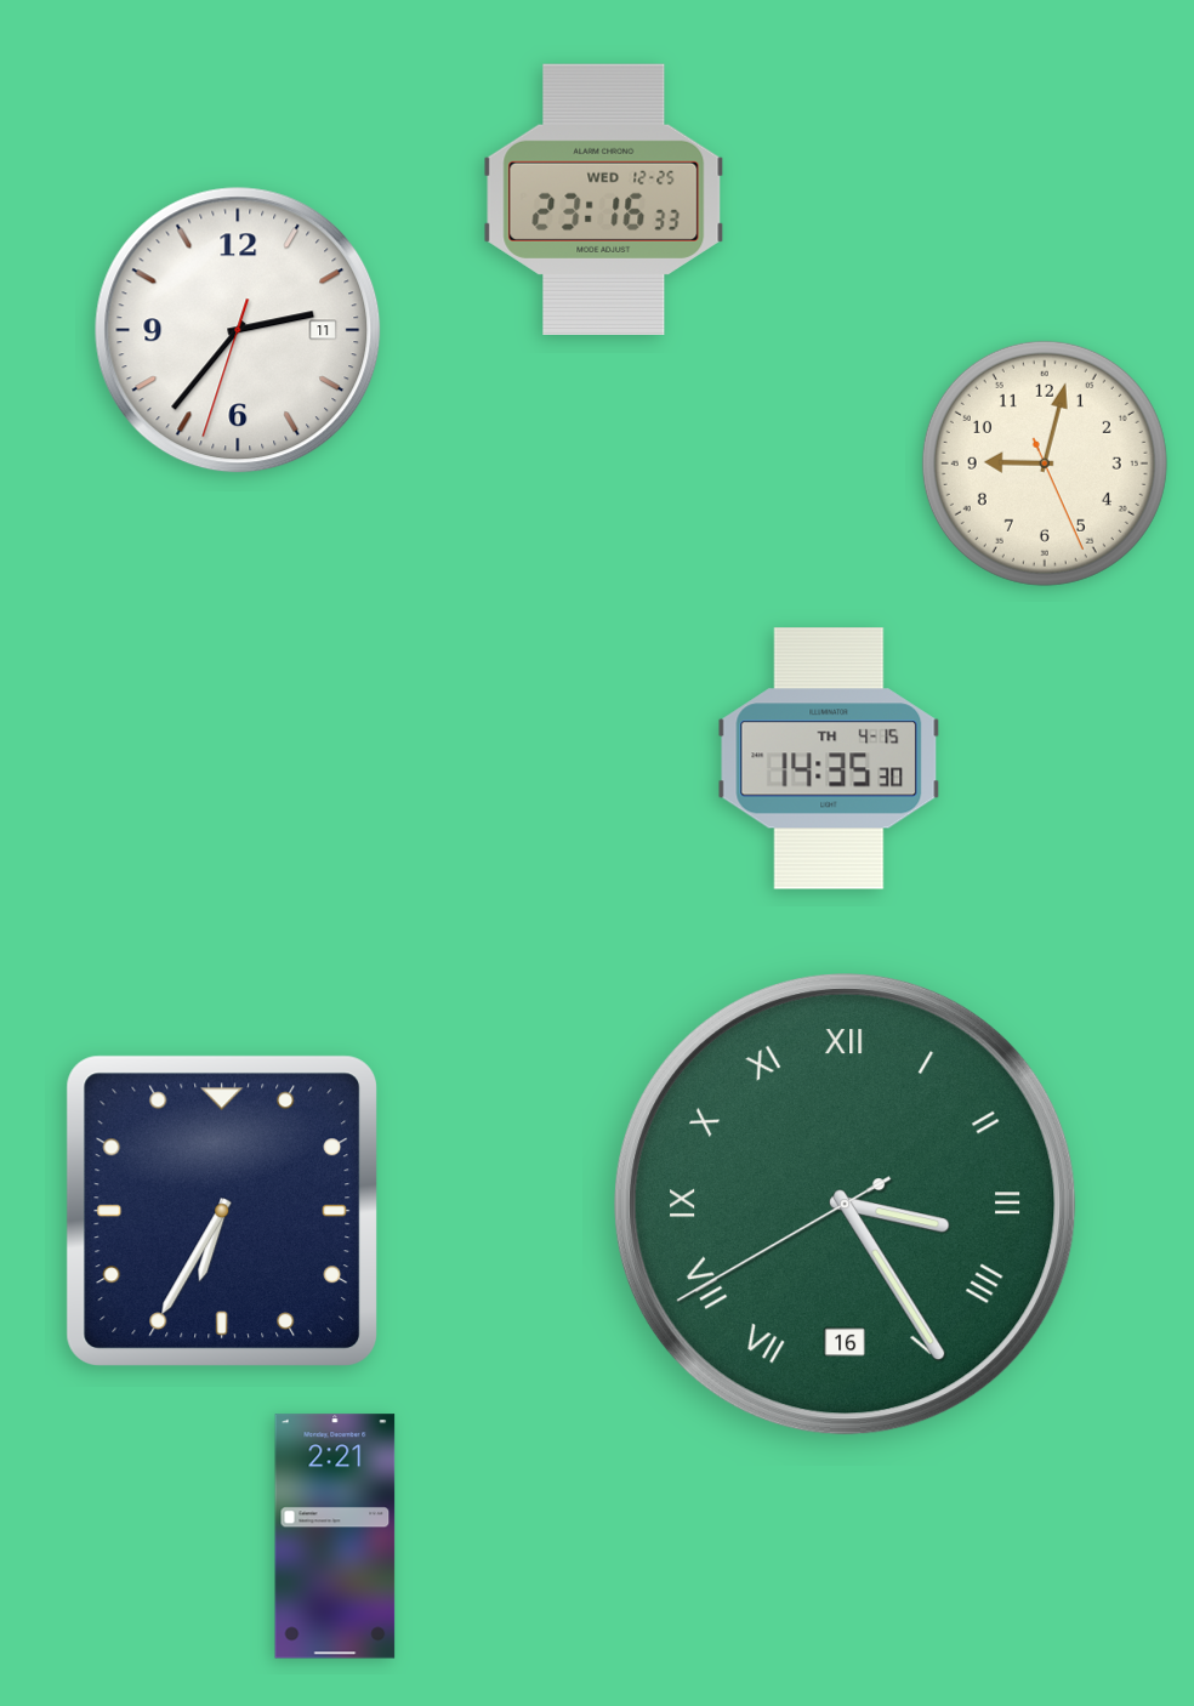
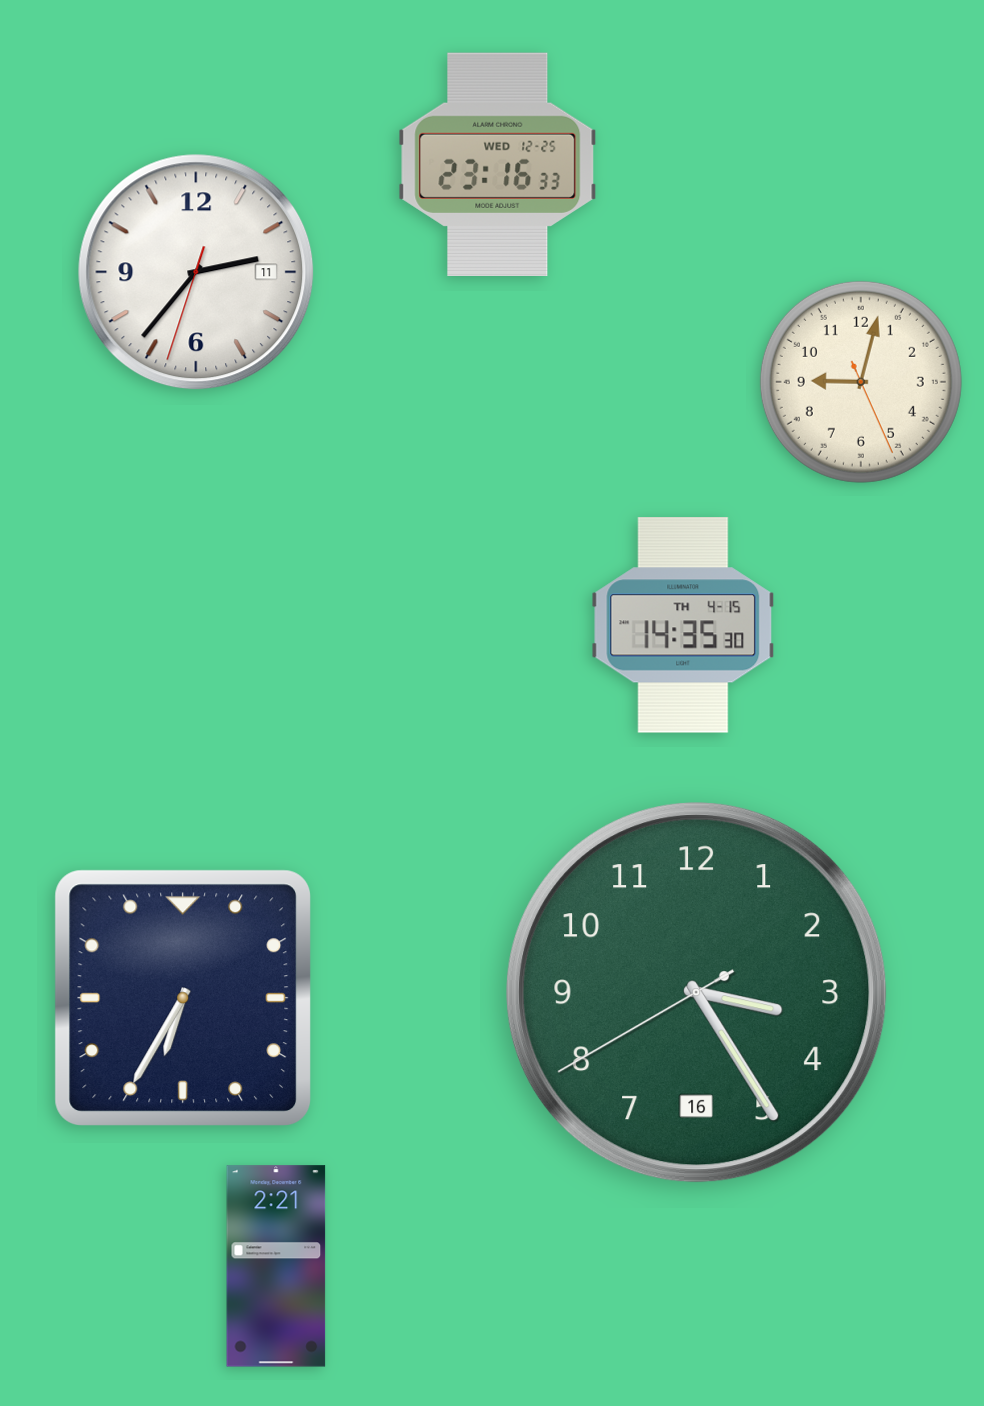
clock at (846, 1205) numerals: Roman -> Arabic
